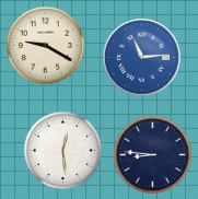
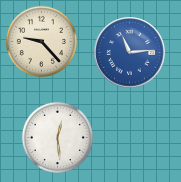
clock at (45, 45): 9:20 -> 9:23
clock at (152, 154): 8:46 -> none
